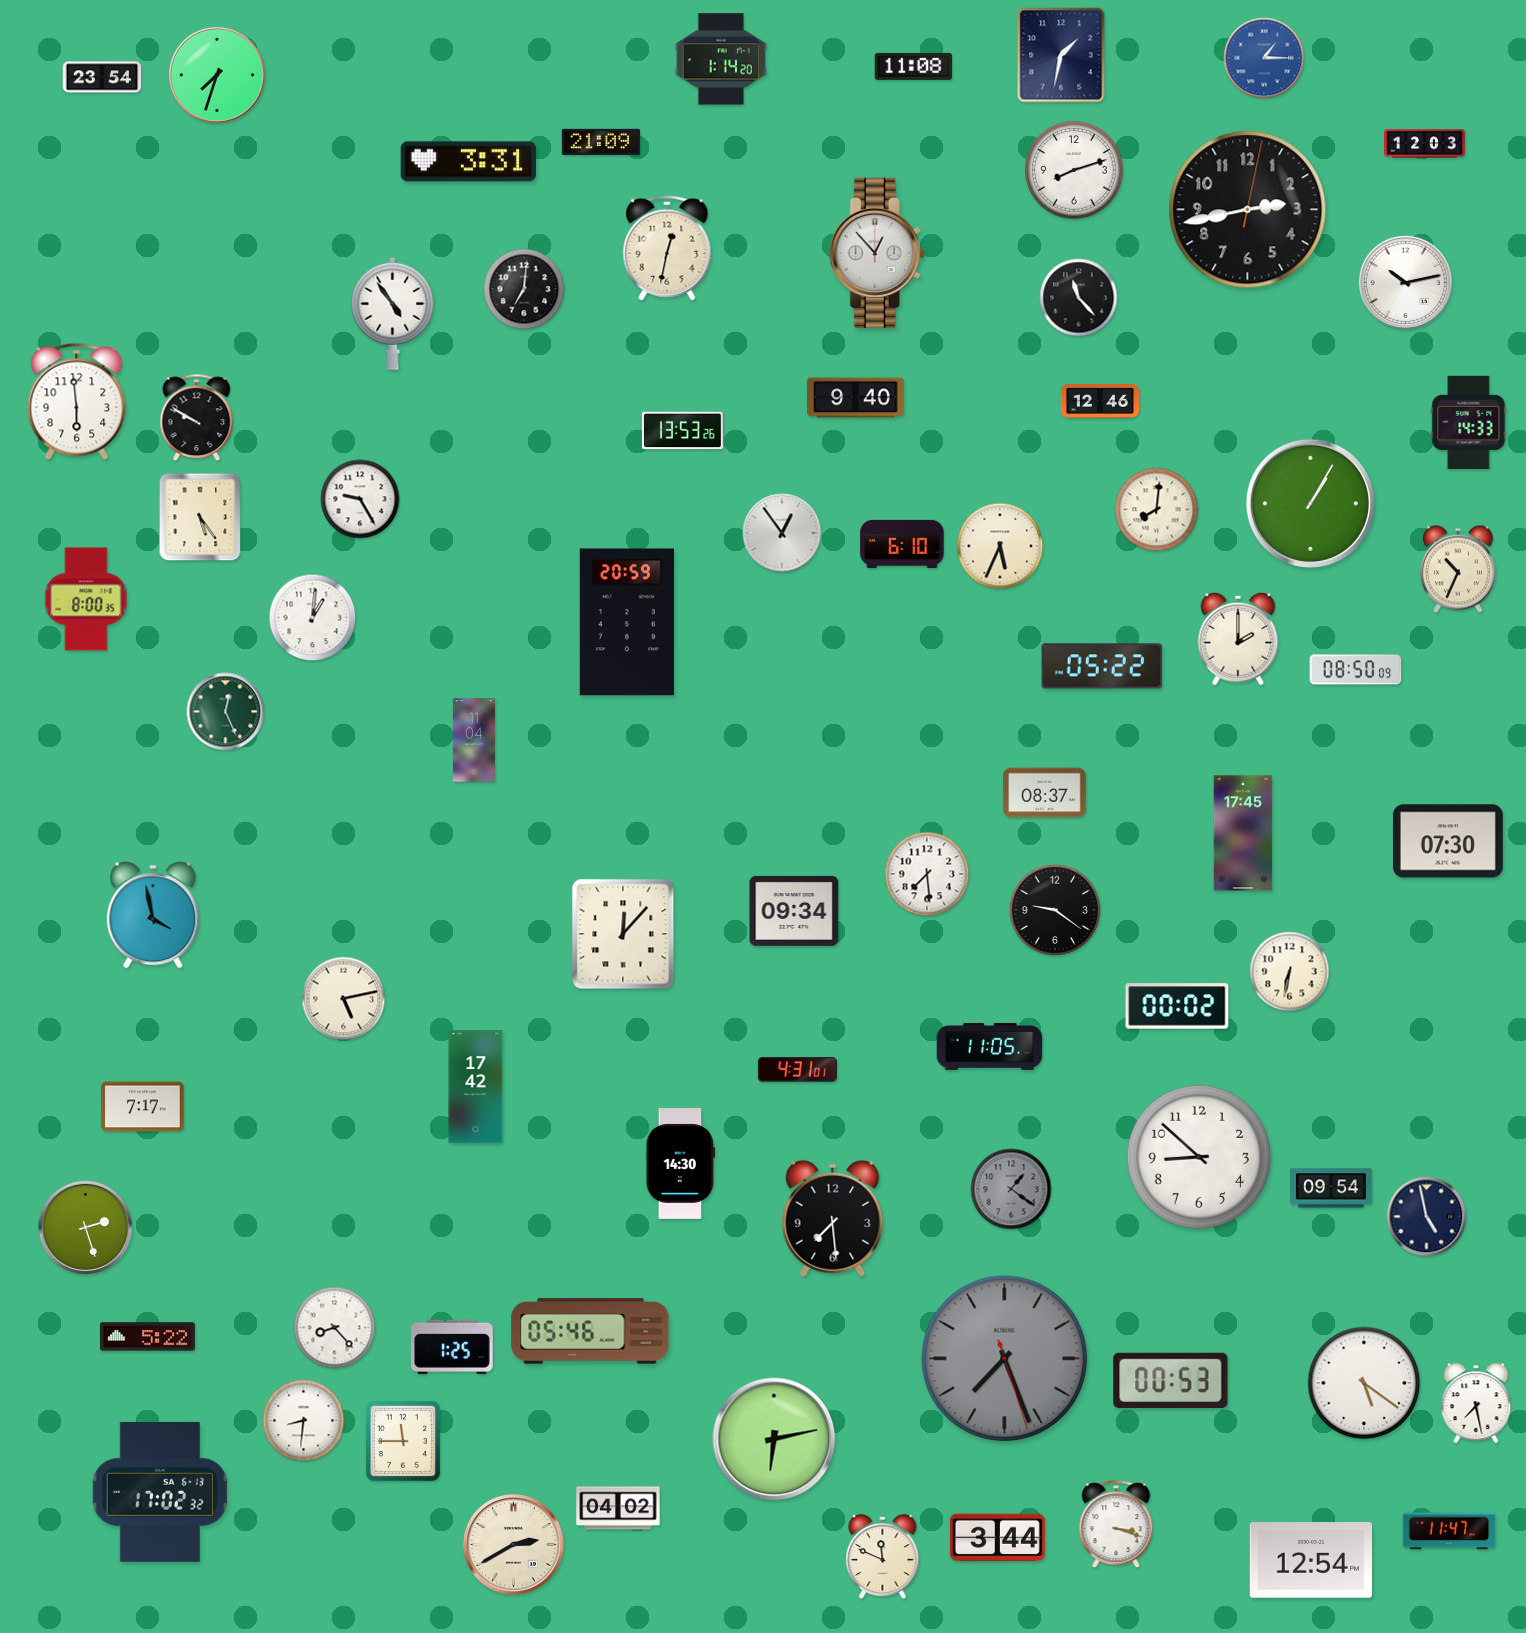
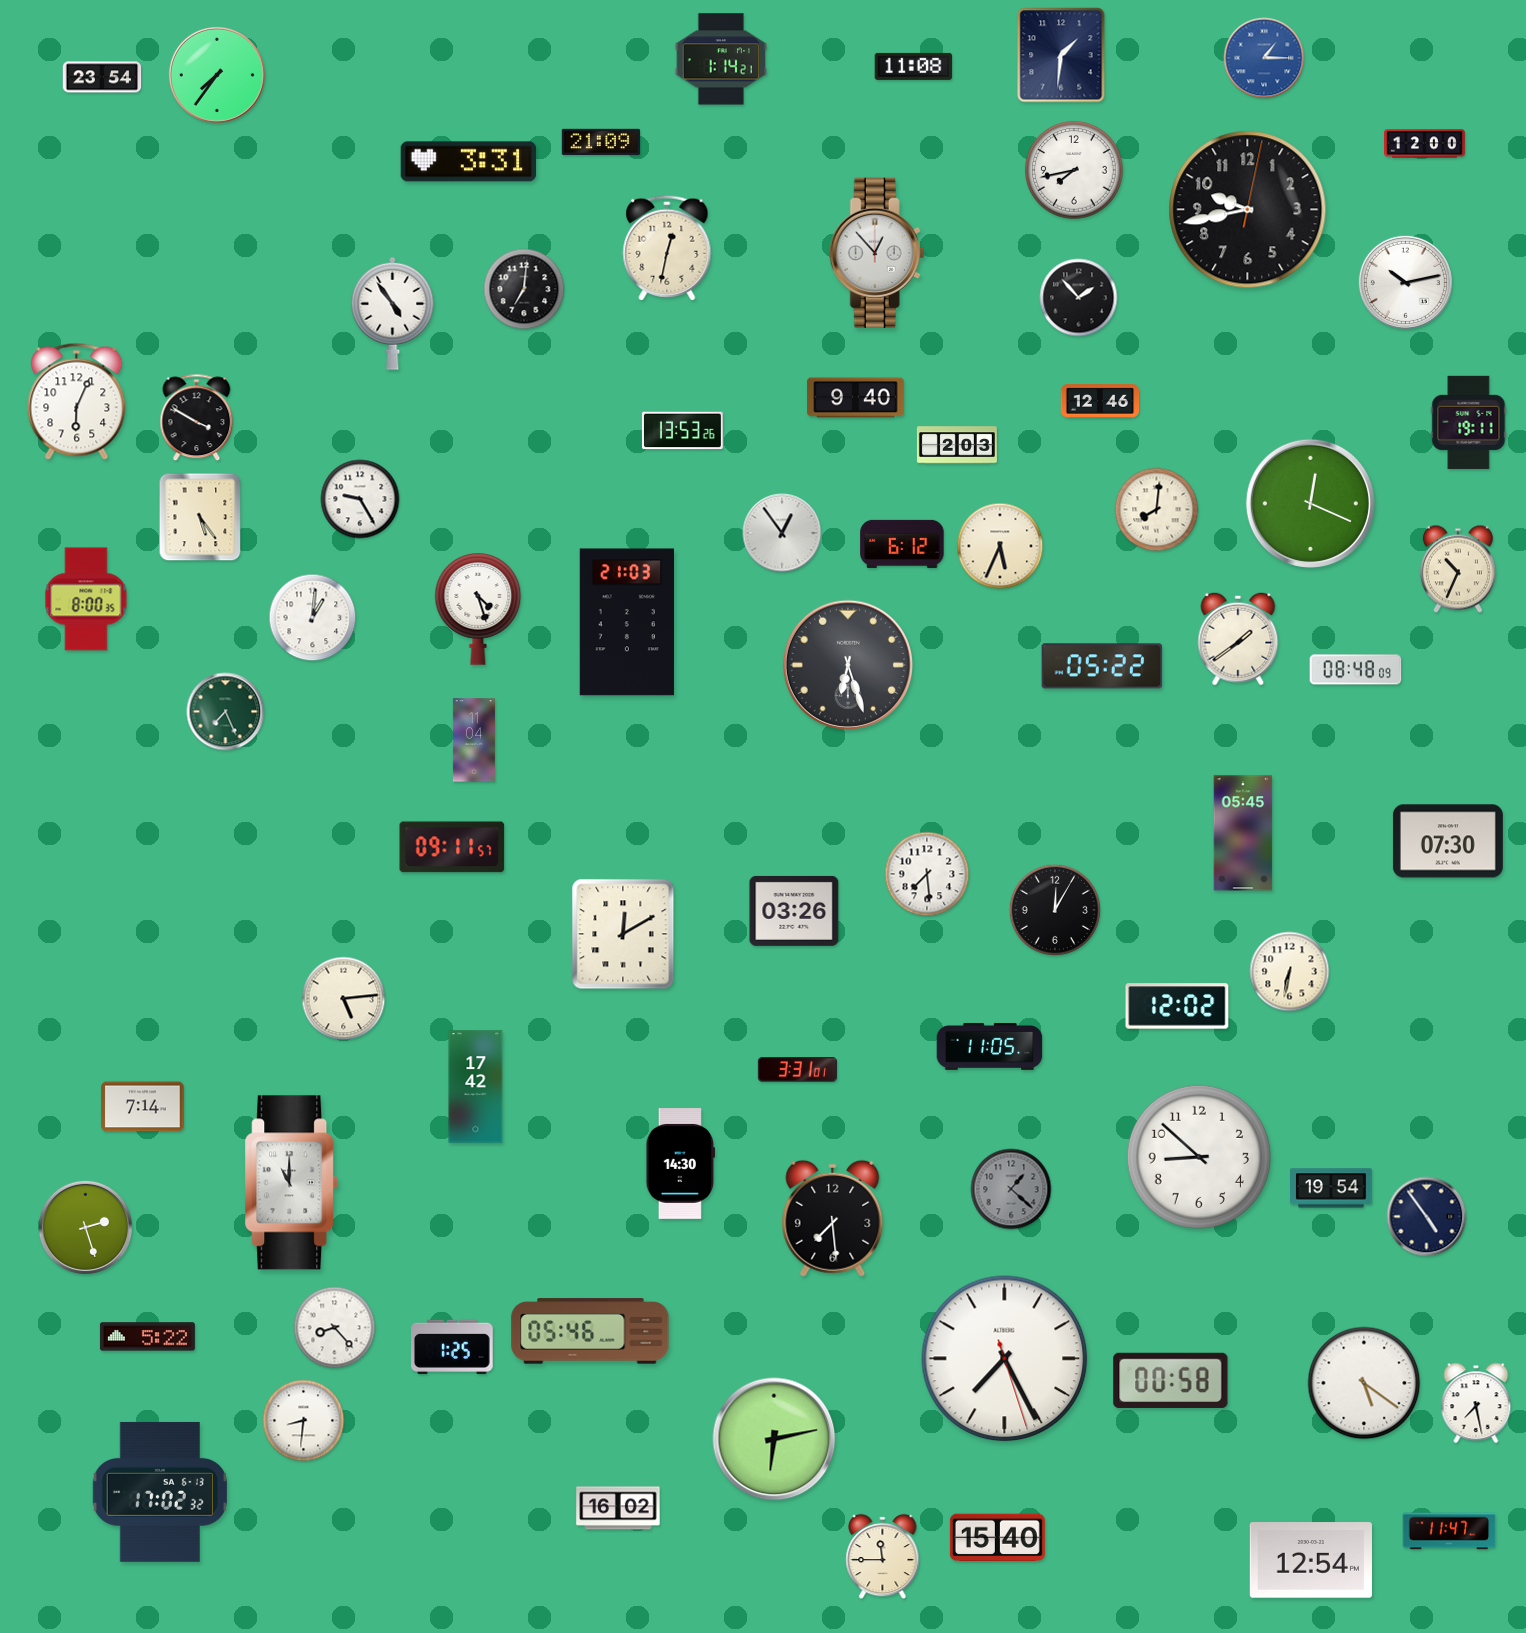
clock at (1061, 55): 1:32 -> 1:31
clock at (721, 59): 1:14:20 -> 1:14:21
clock at (217, 75): 7:33 -> 7:36
clock at (1425, 144): 12:03 -> 12:00
clock at (1074, 170): 8:12 -> 7:43
clock at (1248, 210): 2:43 -> 9:43
clock at (1079, 298): 11:23 -> 1:53
clock at (77, 401): 5:59 -> 6:04
clock at (197, 418): 9:50 -> 3:50
clock at (1469, 422): 14:33 -> 19:11
clock at (957, 445): none -> 2:03
clock at (1310, 503): 1:05 -> 12:19
clock at (902, 544): 6:10 -> 6:12
clock at (478, 609): none -> 4:27
clock at (627, 622): 20:59 -> 21:03
clock at (1238, 639): 2:00 -> 1:39
clock at (848, 665): none -> 6:27
clock at (1356, 670): 08:50 -> 08:48
clock at (226, 712): 12:26 -> 7:26
clock at (1045, 793): 08:37 -> none
clock at (1243, 833): 17:45 -> 05:45
clock at (452, 847): none -> 09:11
clock at (1054, 909): 9:21 -> 12:05
clock at (794, 911): 09:34 -> 03:26
clock at (153, 915): 3:58 -> none
clock at (623, 934): 12:07 -> 12:10
clock at (344, 999): 5:13 -> 5:14
clock at (1177, 1006): 00:02 -> 12:02
clock at (797, 1070): 4:31 -> 3:31
clock at (143, 1107): 7:17 -> 7:14
clock at (292, 1183): none -> 11:00
clock at (1331, 1188): 09:54 -> 19:54
clock at (1011, 1189): 1:21 -> 1:22
clock at (1427, 1217): 4:58 -> 4:54
clock at (1005, 1359): 7:26 -> 7:25
clock at (1005, 1359) dial: grey -> white
clock at (1171, 1380): 00:53 -> 00:58
clock at (403, 1441): 11:45 -> none
clock at (618, 1508): 04:02 -> 16:02
clock at (1116, 1525): 3:18 -> none
clock at (997, 1538): 3:44 -> 15:40
clock at (514, 1545): 2:40 -> none
clock at (883, 1557): 11:49 -> 11:45
